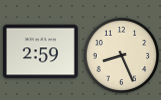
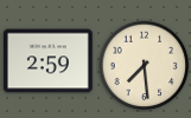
clock at (122, 56): 8:26 -> 7:29
